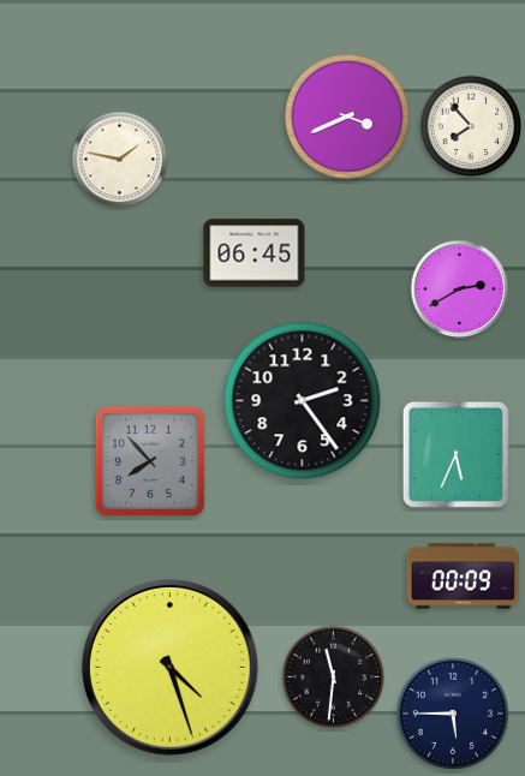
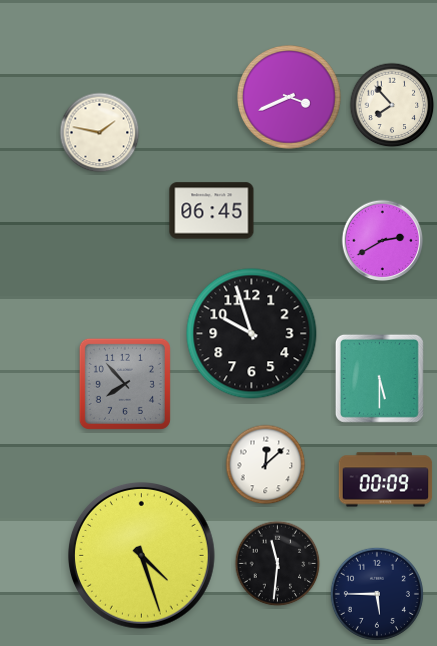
clock at (303, 401): 2:24 -> 9:57
clock at (455, 454): 5:34 -> 5:30
clock at (266, 465): none -> 12:08
